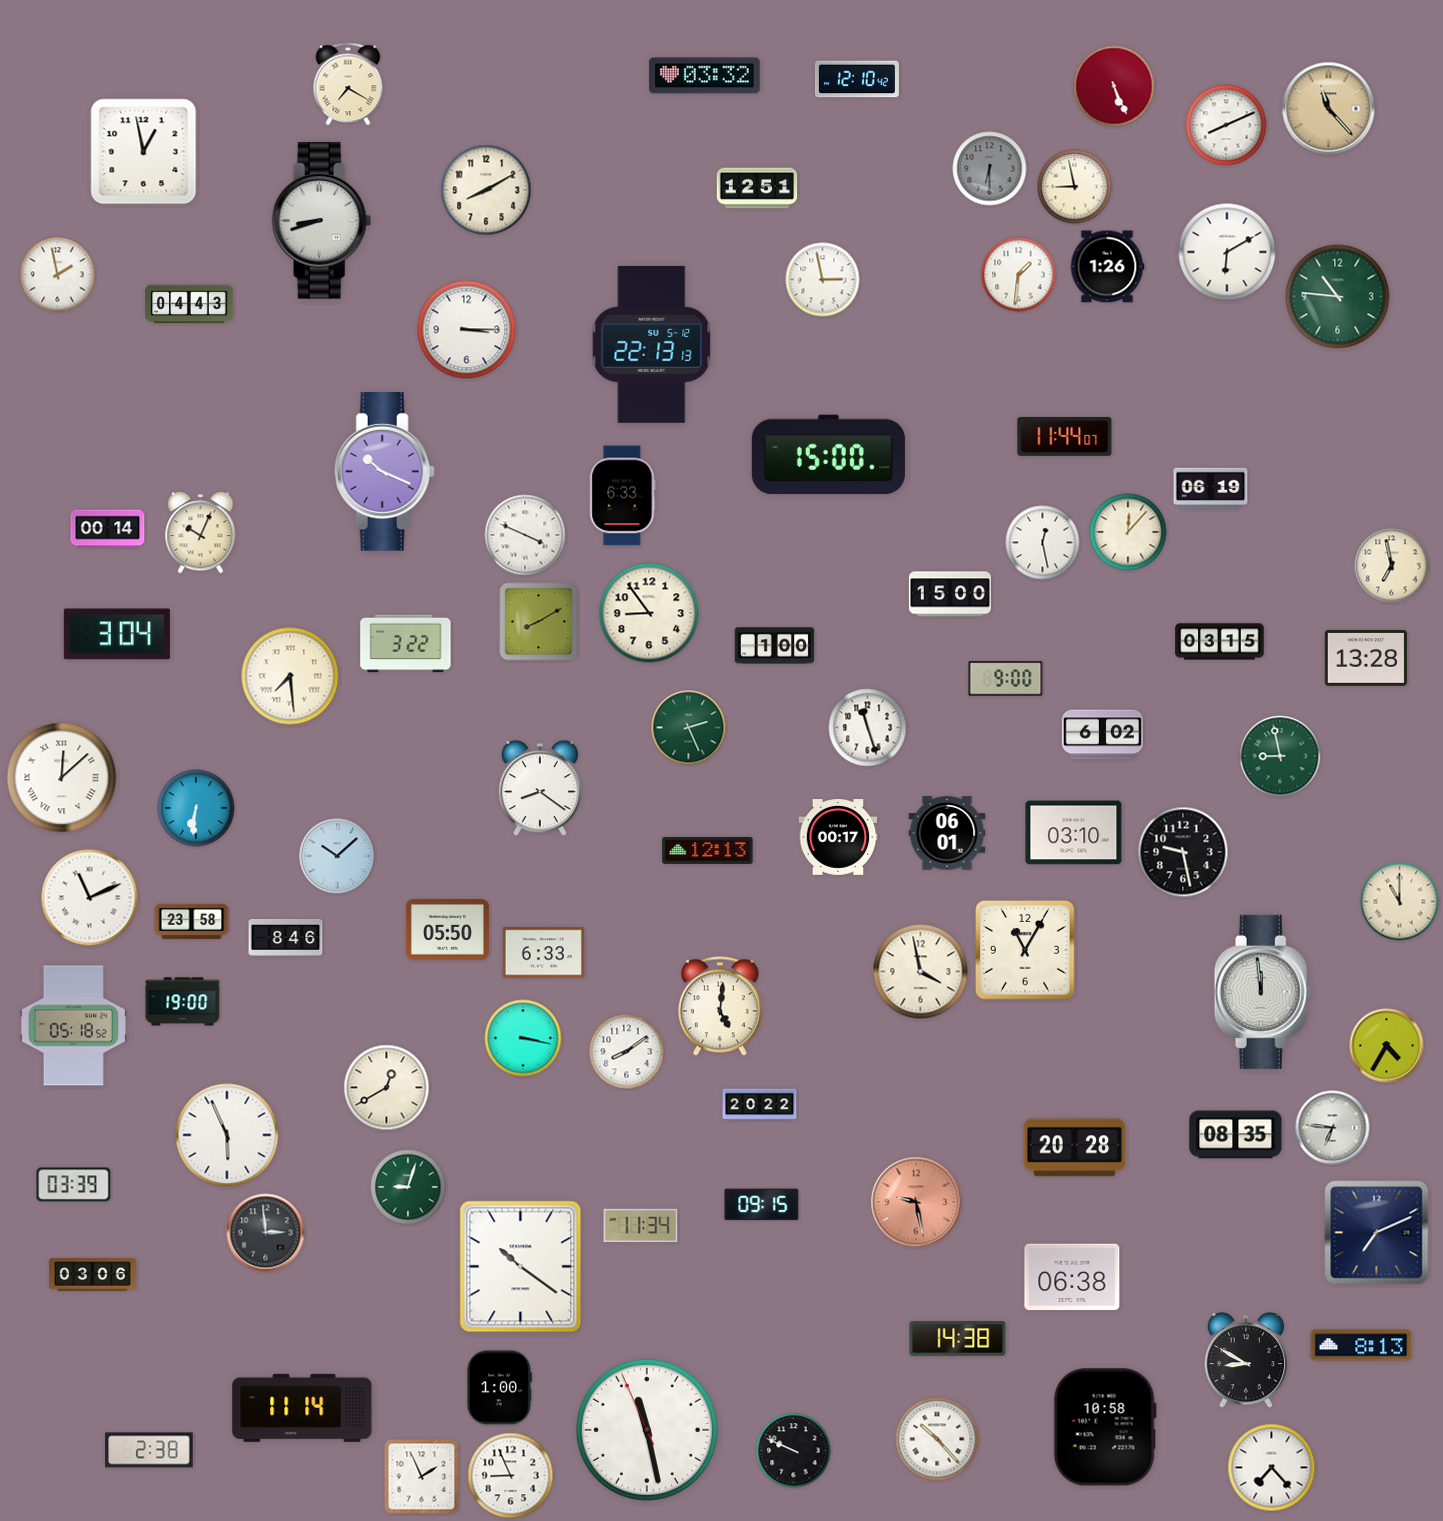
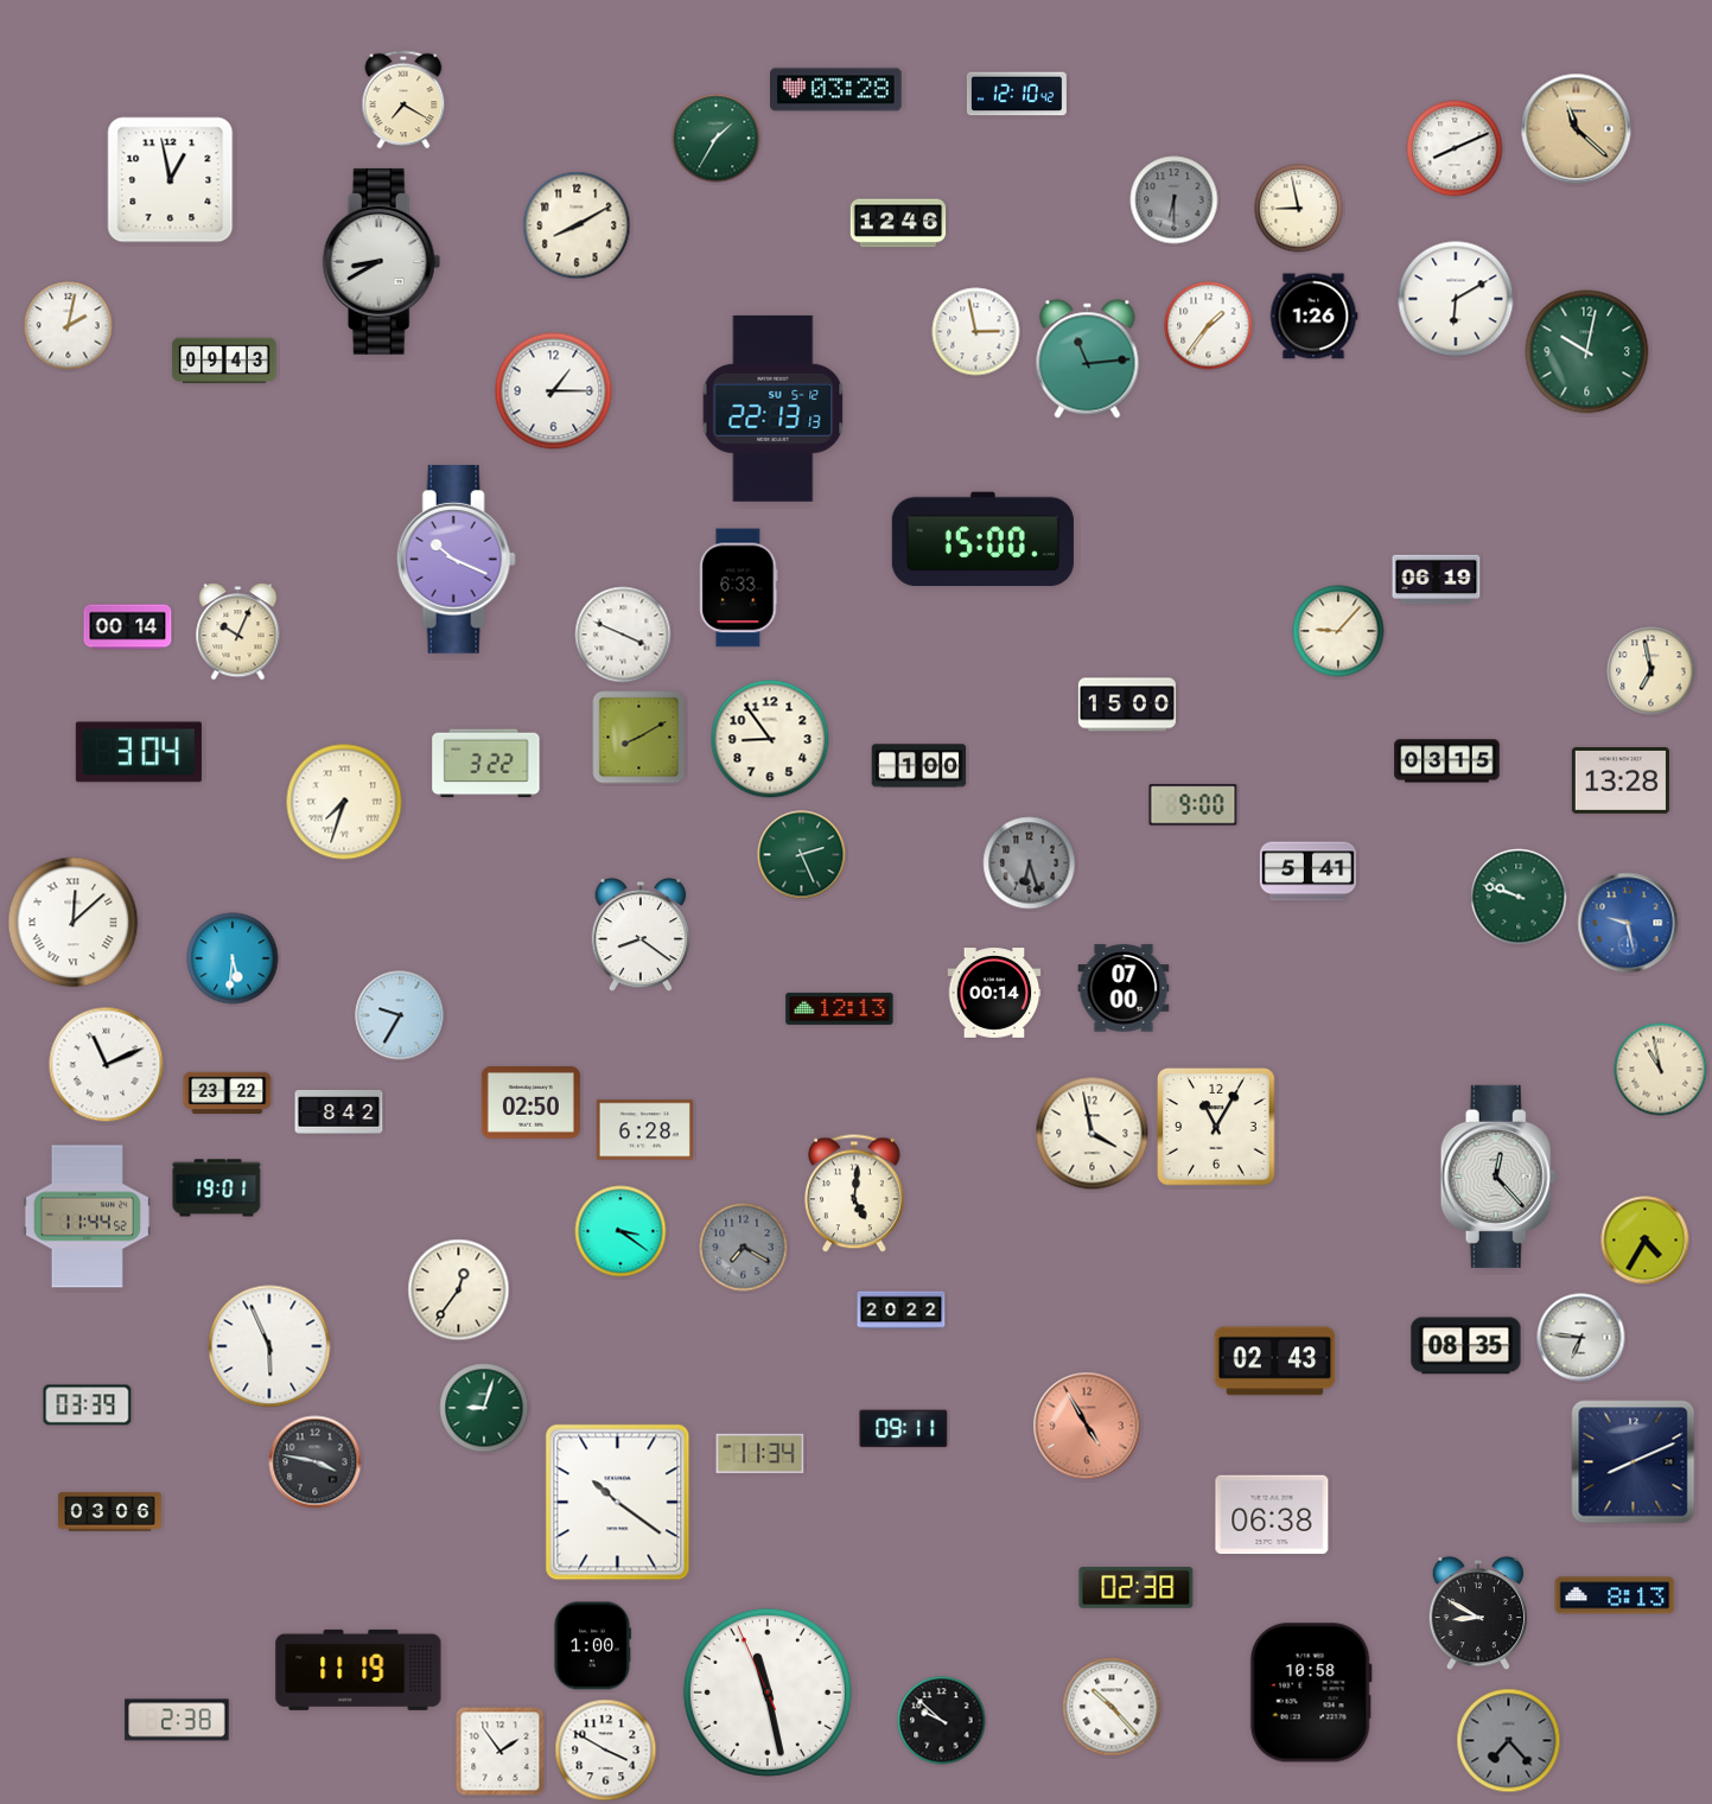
clock at (705, 76): 03:32 -> 03:28
clock at (348, 84) position: (348, 84) -> (403, 100)
clock at (1114, 86): 5:26 -> none
clock at (1329, 109): 11:23 -> 11:22
clock at (717, 139): none -> 1:35
clock at (1075, 187) position: (1075, 187) -> (1299, 209)
clock at (757, 188): 12:51 -> 12:46
clock at (322, 220): 8:42 -> 8:40
clock at (58, 275): 1:58 -> 2:02
clock at (1019, 275): 1:31 -> 1:36
clock at (1338, 297): 10:46 -> 10:02
clock at (1088, 359): none -> 11:14
clock at (189, 304): 04:43 -> 09:43
clock at (467, 330): 3:15 -> 1:15
clock at (1065, 436): 11:44 -> none
clock at (1128, 532): 12:07 -> 9:07
clock at (1043, 543): 12:28 -> none
clock at (649, 613) position: (649, 613) -> (770, 739)
clock at (406, 644) position: (406, 644) -> (486, 764)
clock at (290, 676): 7:29 -> 7:33
clock at (689, 728) position: (689, 728) -> (802, 855)
clock at (868, 728): 11:27 -> 6:27
clock at (868, 728) dial: white -> grey
clock at (1103, 735): 6:02 -> 5:41
clock at (1280, 756): 8:58 -> 9:48
clock at (1628, 923): none -> 9:28
clock at (196, 808): 6:31 -> 5:31
clock at (947, 833): 06:01 -> 07:00
clock at (1074, 833): 03:10 -> none
clock at (838, 837): 00:17 -> 00:14
clock at (1183, 852): 9:28 -> none
clock at (337, 856): 10:08 -> 9:35
clock at (1400, 902): 11:00 -> 10:58
clock at (192, 922): 23:58 -> 23:22
clock at (447, 930): 05:50 -> 02:50
clock at (286, 937): 8:46 -> 8:42
clock at (543, 953): 6:33 -> 6:28
clock at (921, 972) position: (921, 972) -> (1093, 1134)
clock at (1263, 992): 11:59 -> 12:23
clock at (183, 1002): 19:00 -> 19:01
clock at (73, 1026): 05:18 -> 11:44
clock at (523, 1038): 3:17 -> 3:21
clock at (627, 1052): 8:09 -> 7:20
clock at (627, 1052) dial: white -> grey
clock at (387, 1088): 12:40 -> 12:36
clock at (1075, 1148): 20:28 -> 02:43
clock at (916, 1202): 9:28 -> 4:55
clock at (762, 1205): 09:15 -> 09:11
clock at (266, 1233): 2:59 -> 3:47
clock at (1377, 1233): 7:11 -> 8:11
clock at (958, 1339): 14:38 -> 02:38
clock at (302, 1408): 11:14 -> 11:19
clock at (647, 1430) position: (647, 1430) -> (768, 1693)
clock at (794, 1451): 9:49 -> 9:52
clock at (1272, 1468) dial: white -> grey
clock at (511, 1476): 8:56 -> 3:50
clock at (422, 1477): 1:56 -> 1:54
